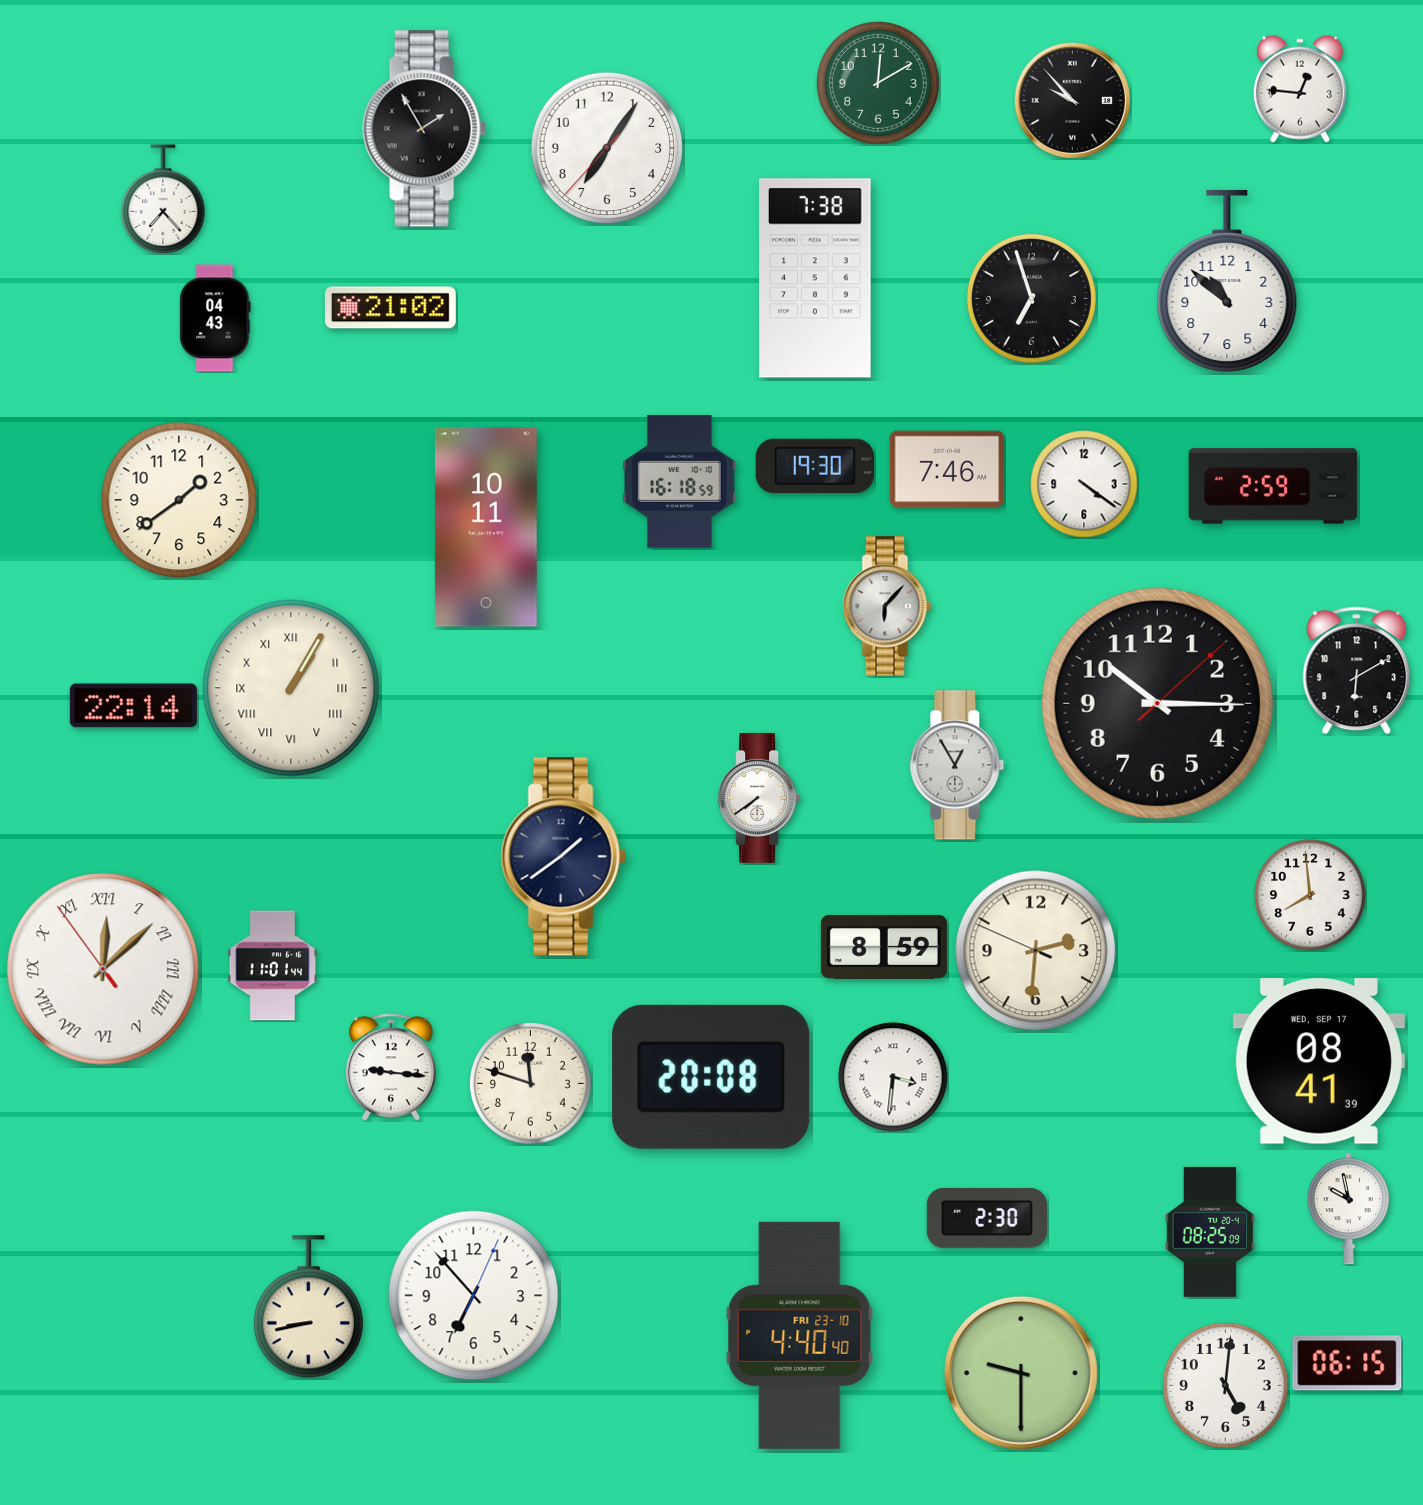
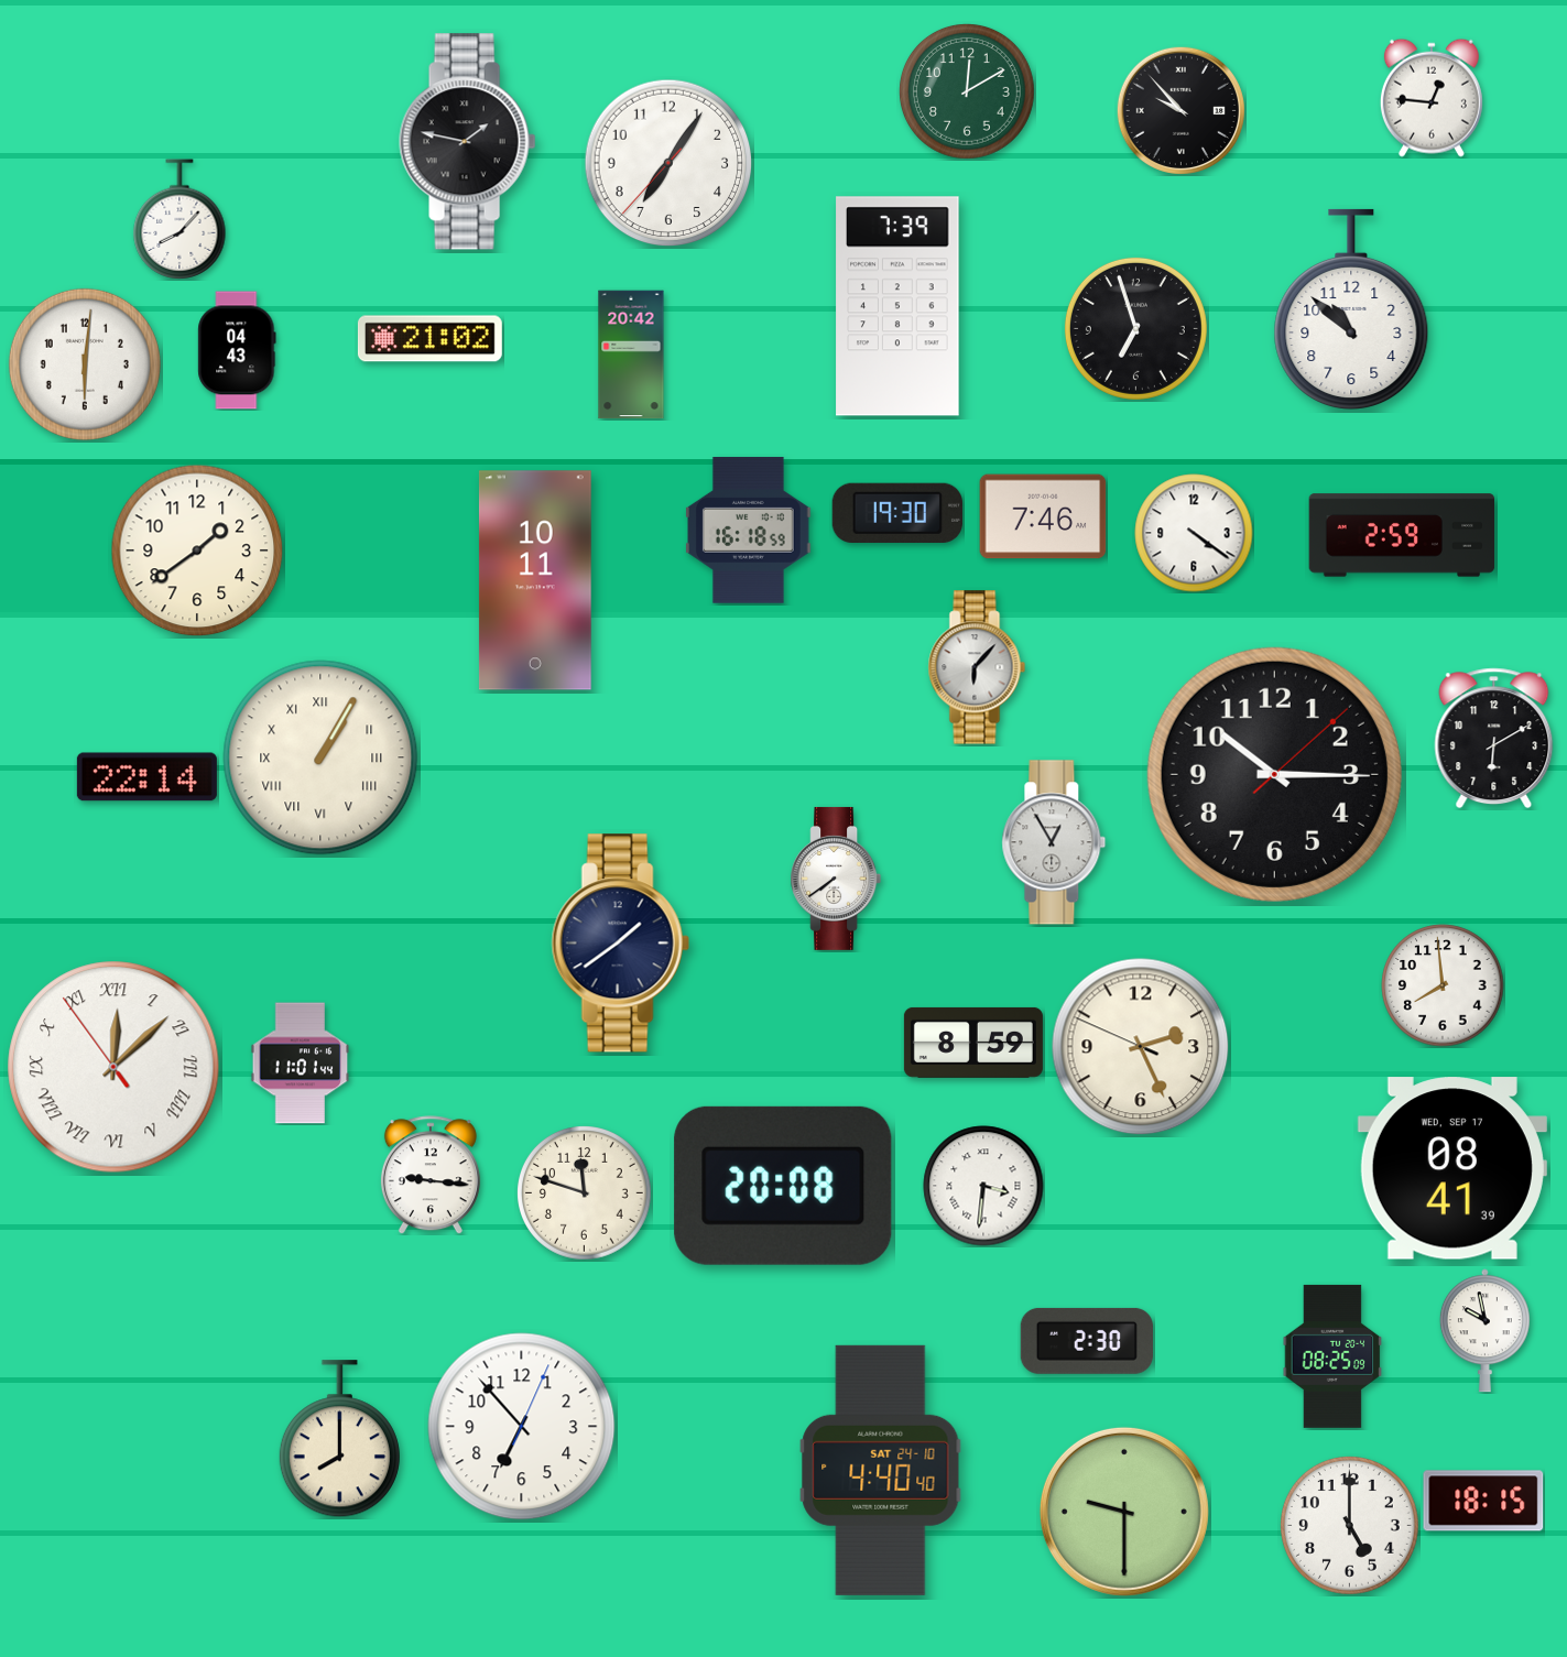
clock at (425, 129): 1:55 -> 1:47
clock at (163, 199): 7:23 -> 8:07
clock at (815, 278): 7:38 -> 7:39
clock at (631, 355): none -> 20:42
clock at (85, 364): none -> 6:01
clock at (1036, 951): 2:30 -> 2:25
clock at (308, 1307): 8:43 -> 8:00
clock at (800, 1335) date: FRI 23-10 -> SAT 24-10
clock at (1347, 1363): 06:15 -> 18:15
clock at (1225, 1385): 5:01 -> 5:00
